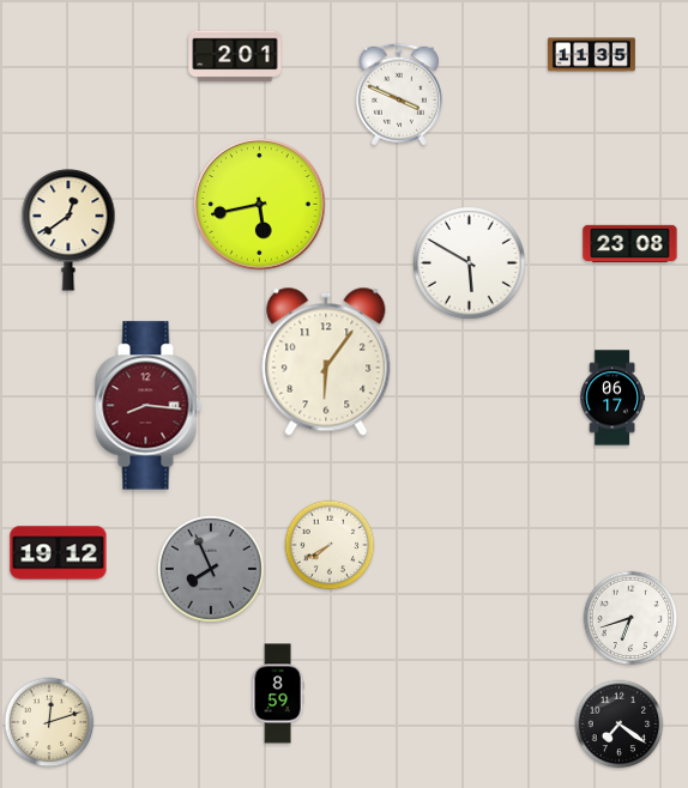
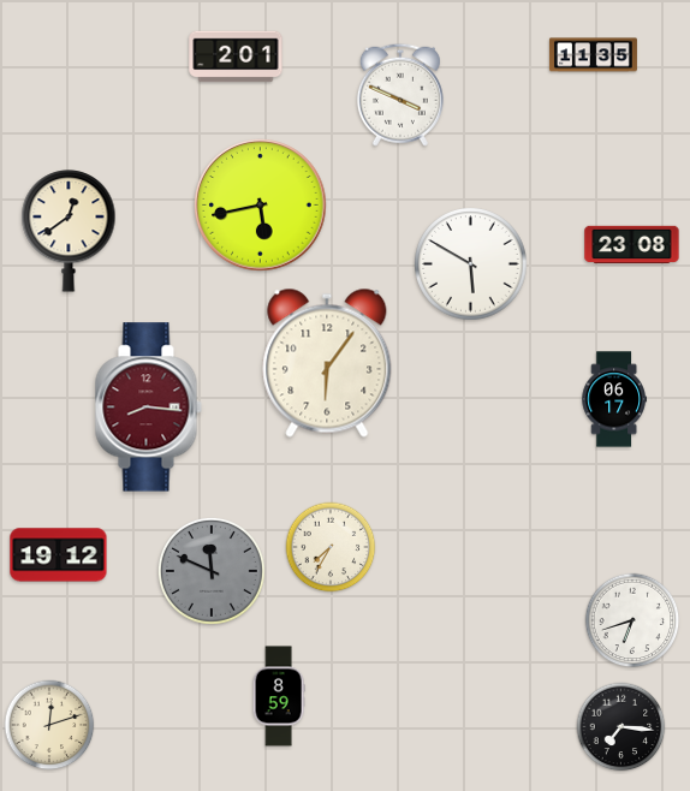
clock at (330, 545): 7:40 -> 7:35
clock at (211, 569): 7:56 -> 11:49
clock at (620, 725): 7:21 -> 7:16
